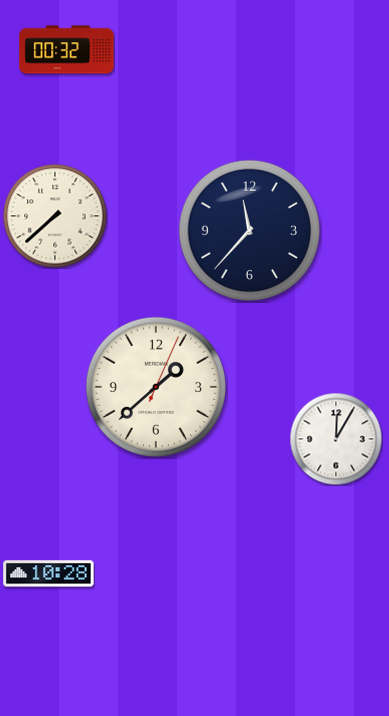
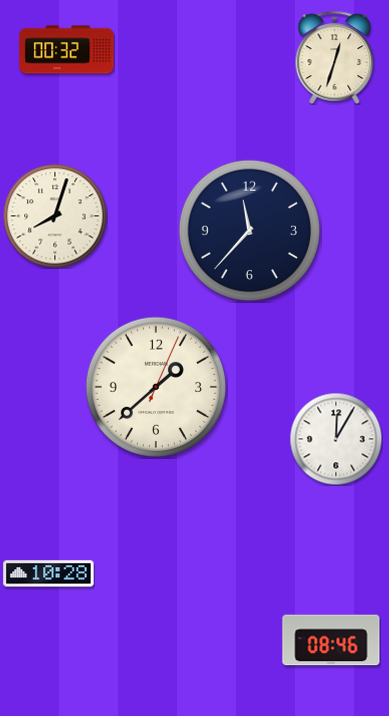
clock at (335, 57): none -> 12:33
clock at (55, 216): 7:38 -> 8:03
clock at (331, 640): none -> 08:46
